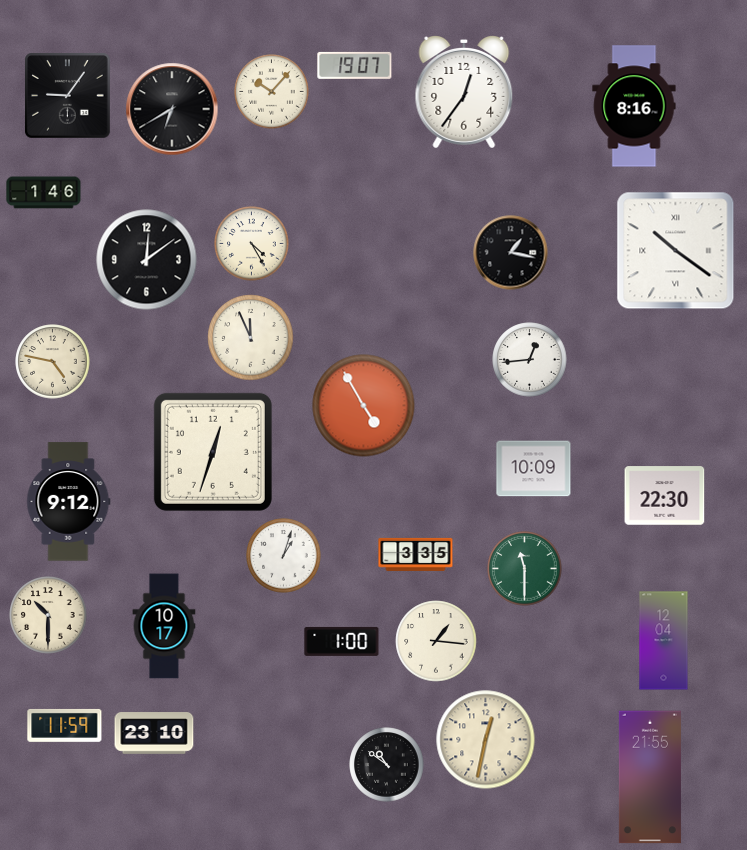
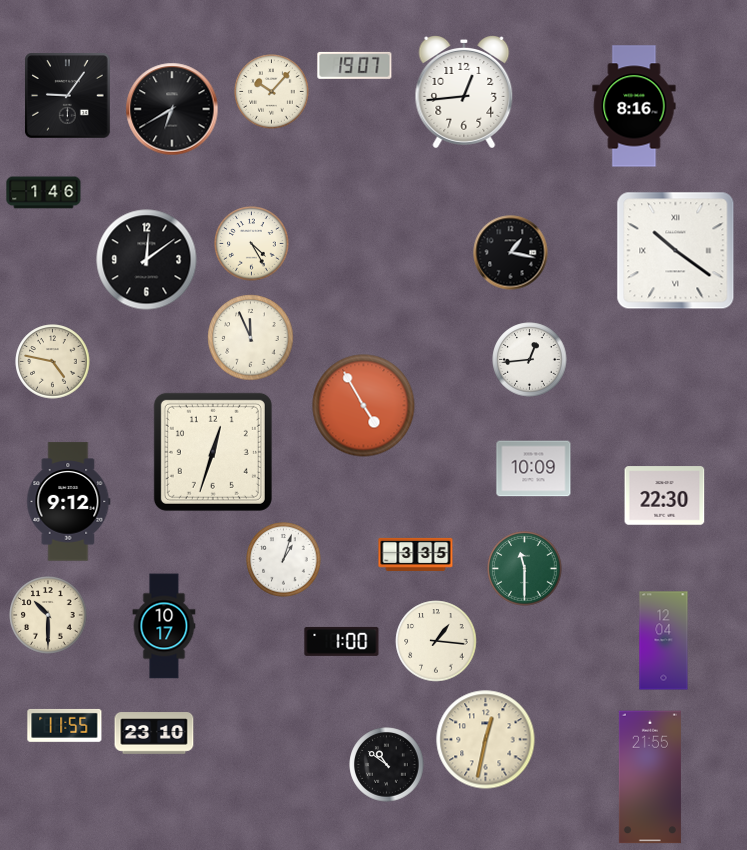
clock at (464, 93): 12:36 -> 12:44
clock at (284, 556) position: (284, 556) -> (284, 560)
clock at (65, 725): 11:59 -> 11:55
